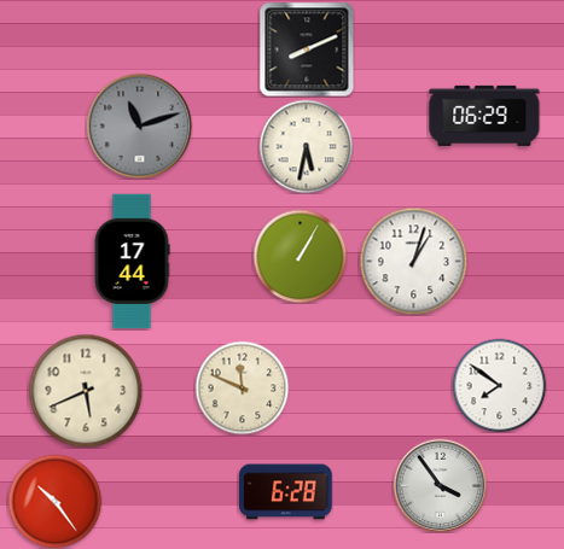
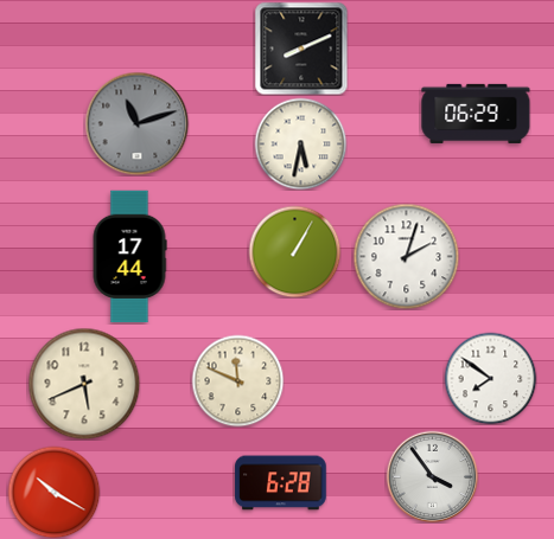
clock at (413, 261): 1:03 -> 2:03
clock at (54, 501): 10:24 -> 10:20
